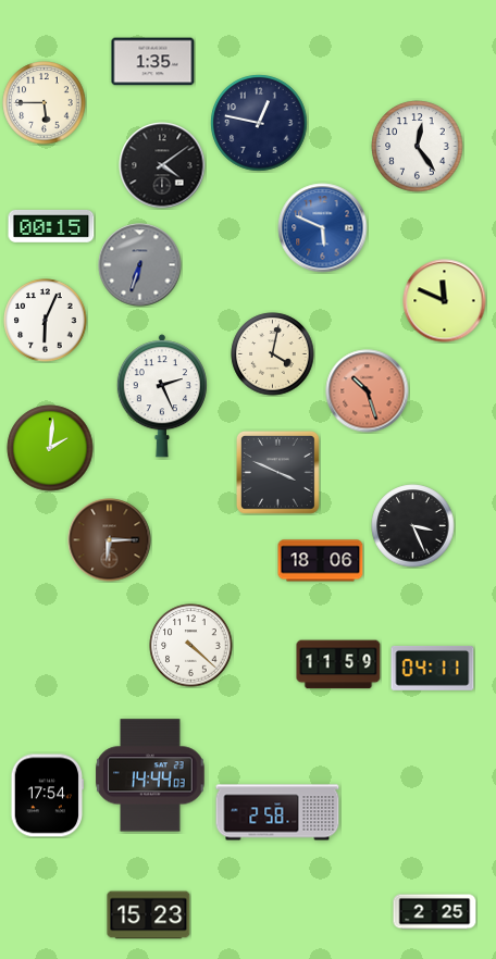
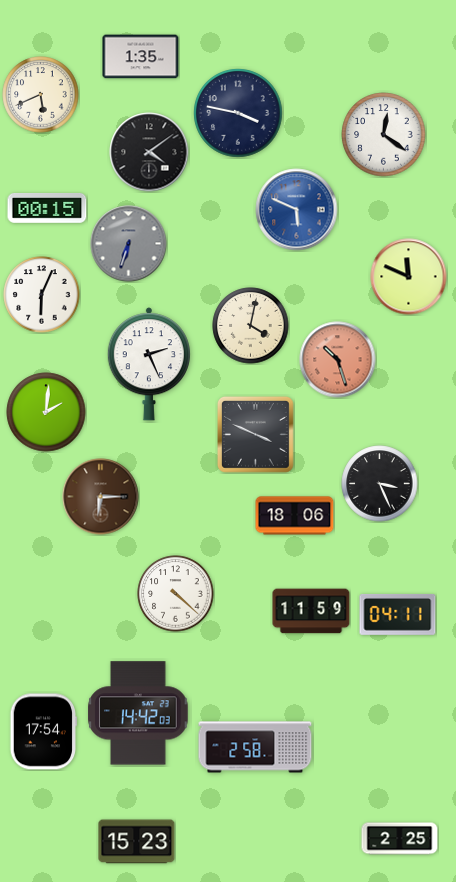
clock at (45, 103): 5:45 -> 5:41
clock at (259, 123): 12:47 -> 3:47
clock at (418, 147): 12:24 -> 12:21
clock at (150, 775): 14:44 -> 14:42
